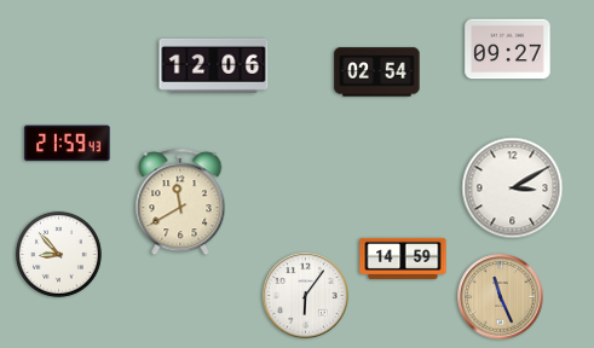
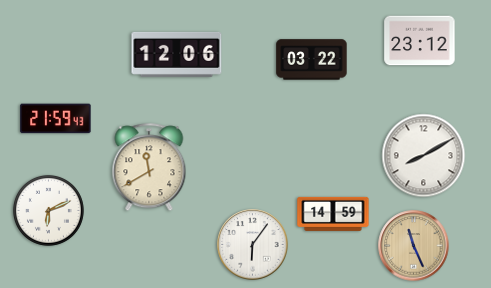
clock at (508, 50): 09:27 -> 23:12
clock at (377, 72): 02:54 -> 03:22
clock at (513, 188): 3:10 -> 8:10
clock at (58, 254): 8:53 -> 6:11
